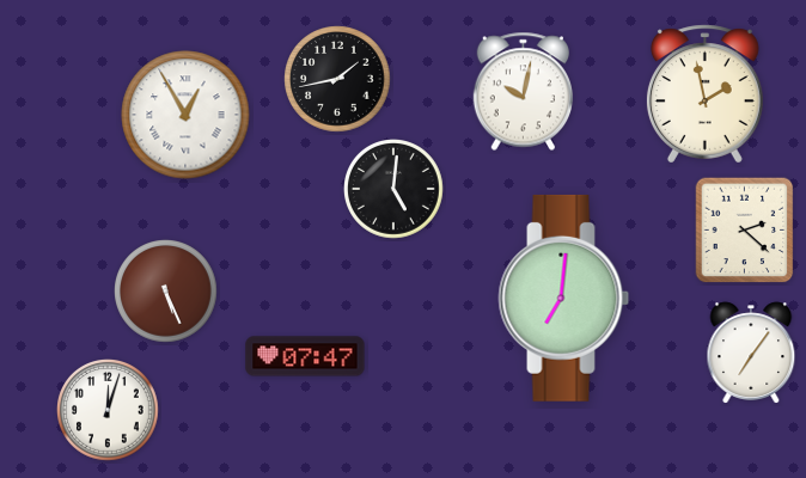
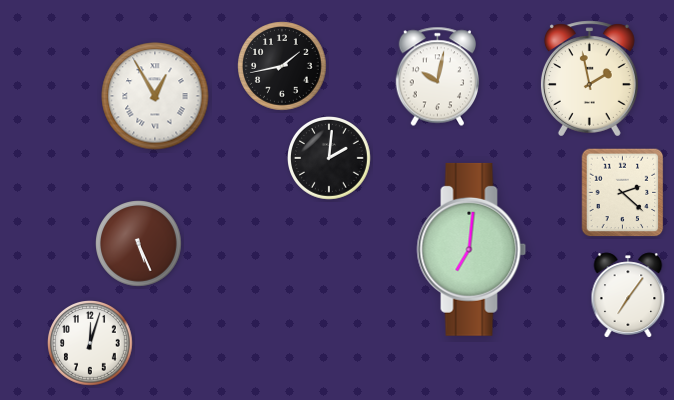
clock at (395, 190): 5:01 -> 2:01
clock at (305, 356): 07:47 -> none
